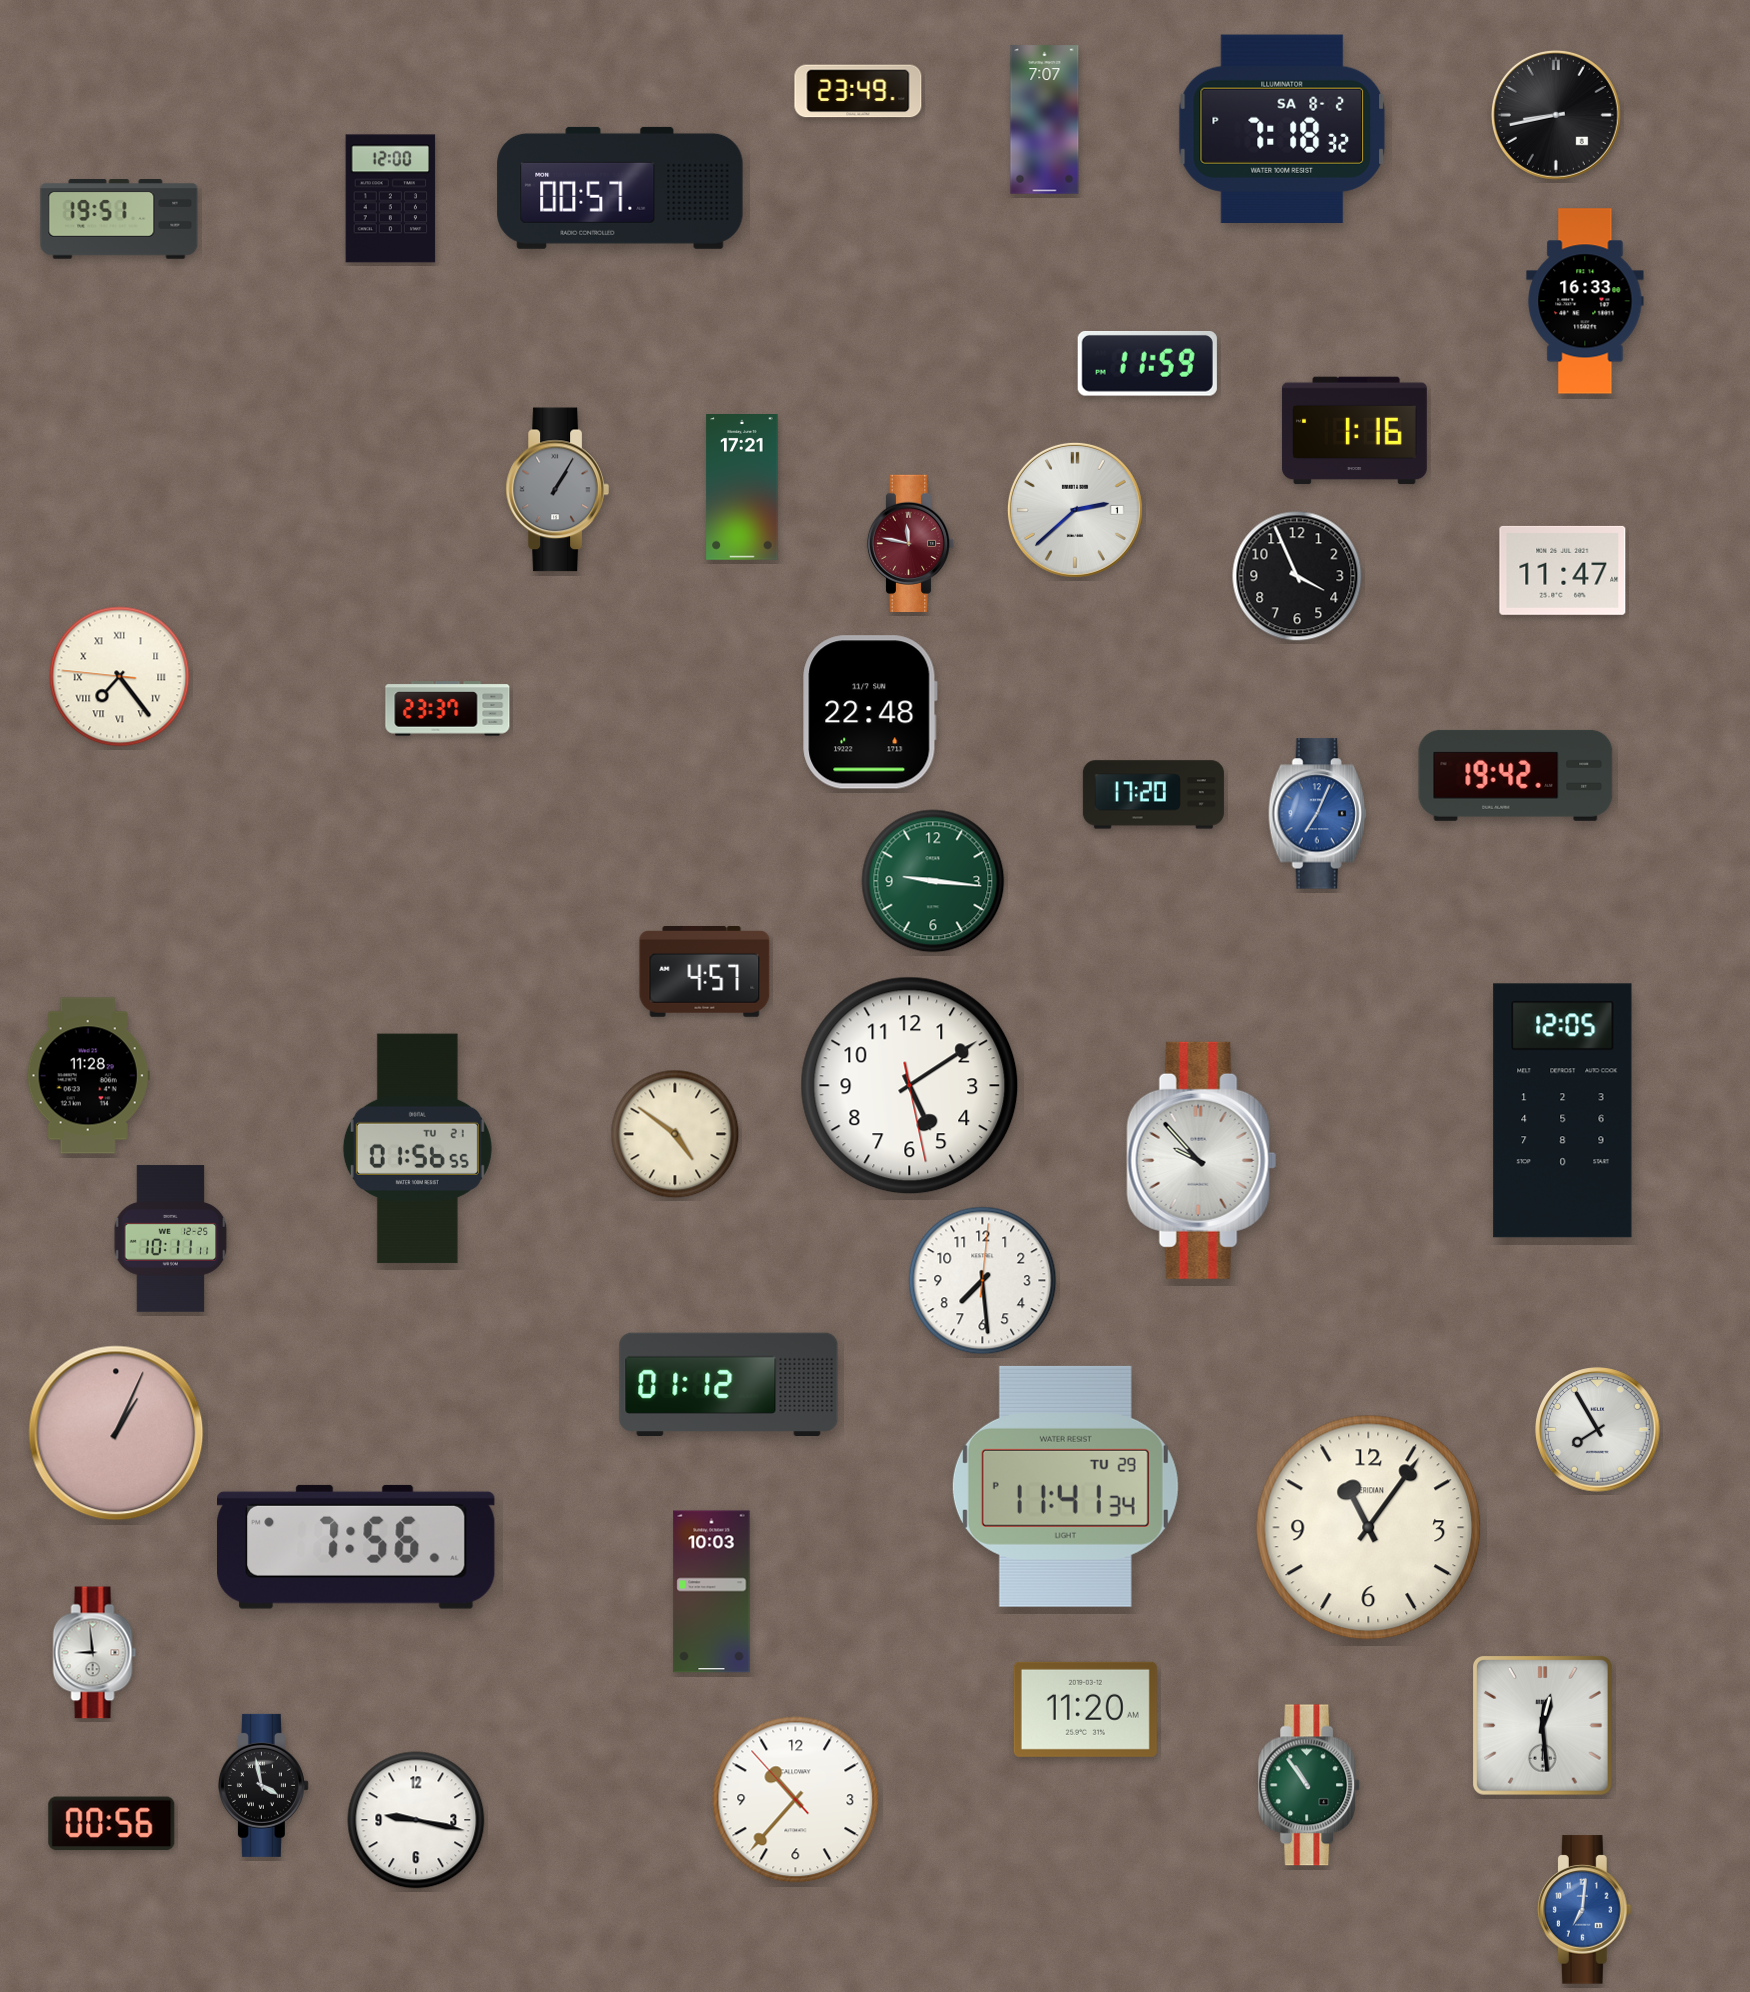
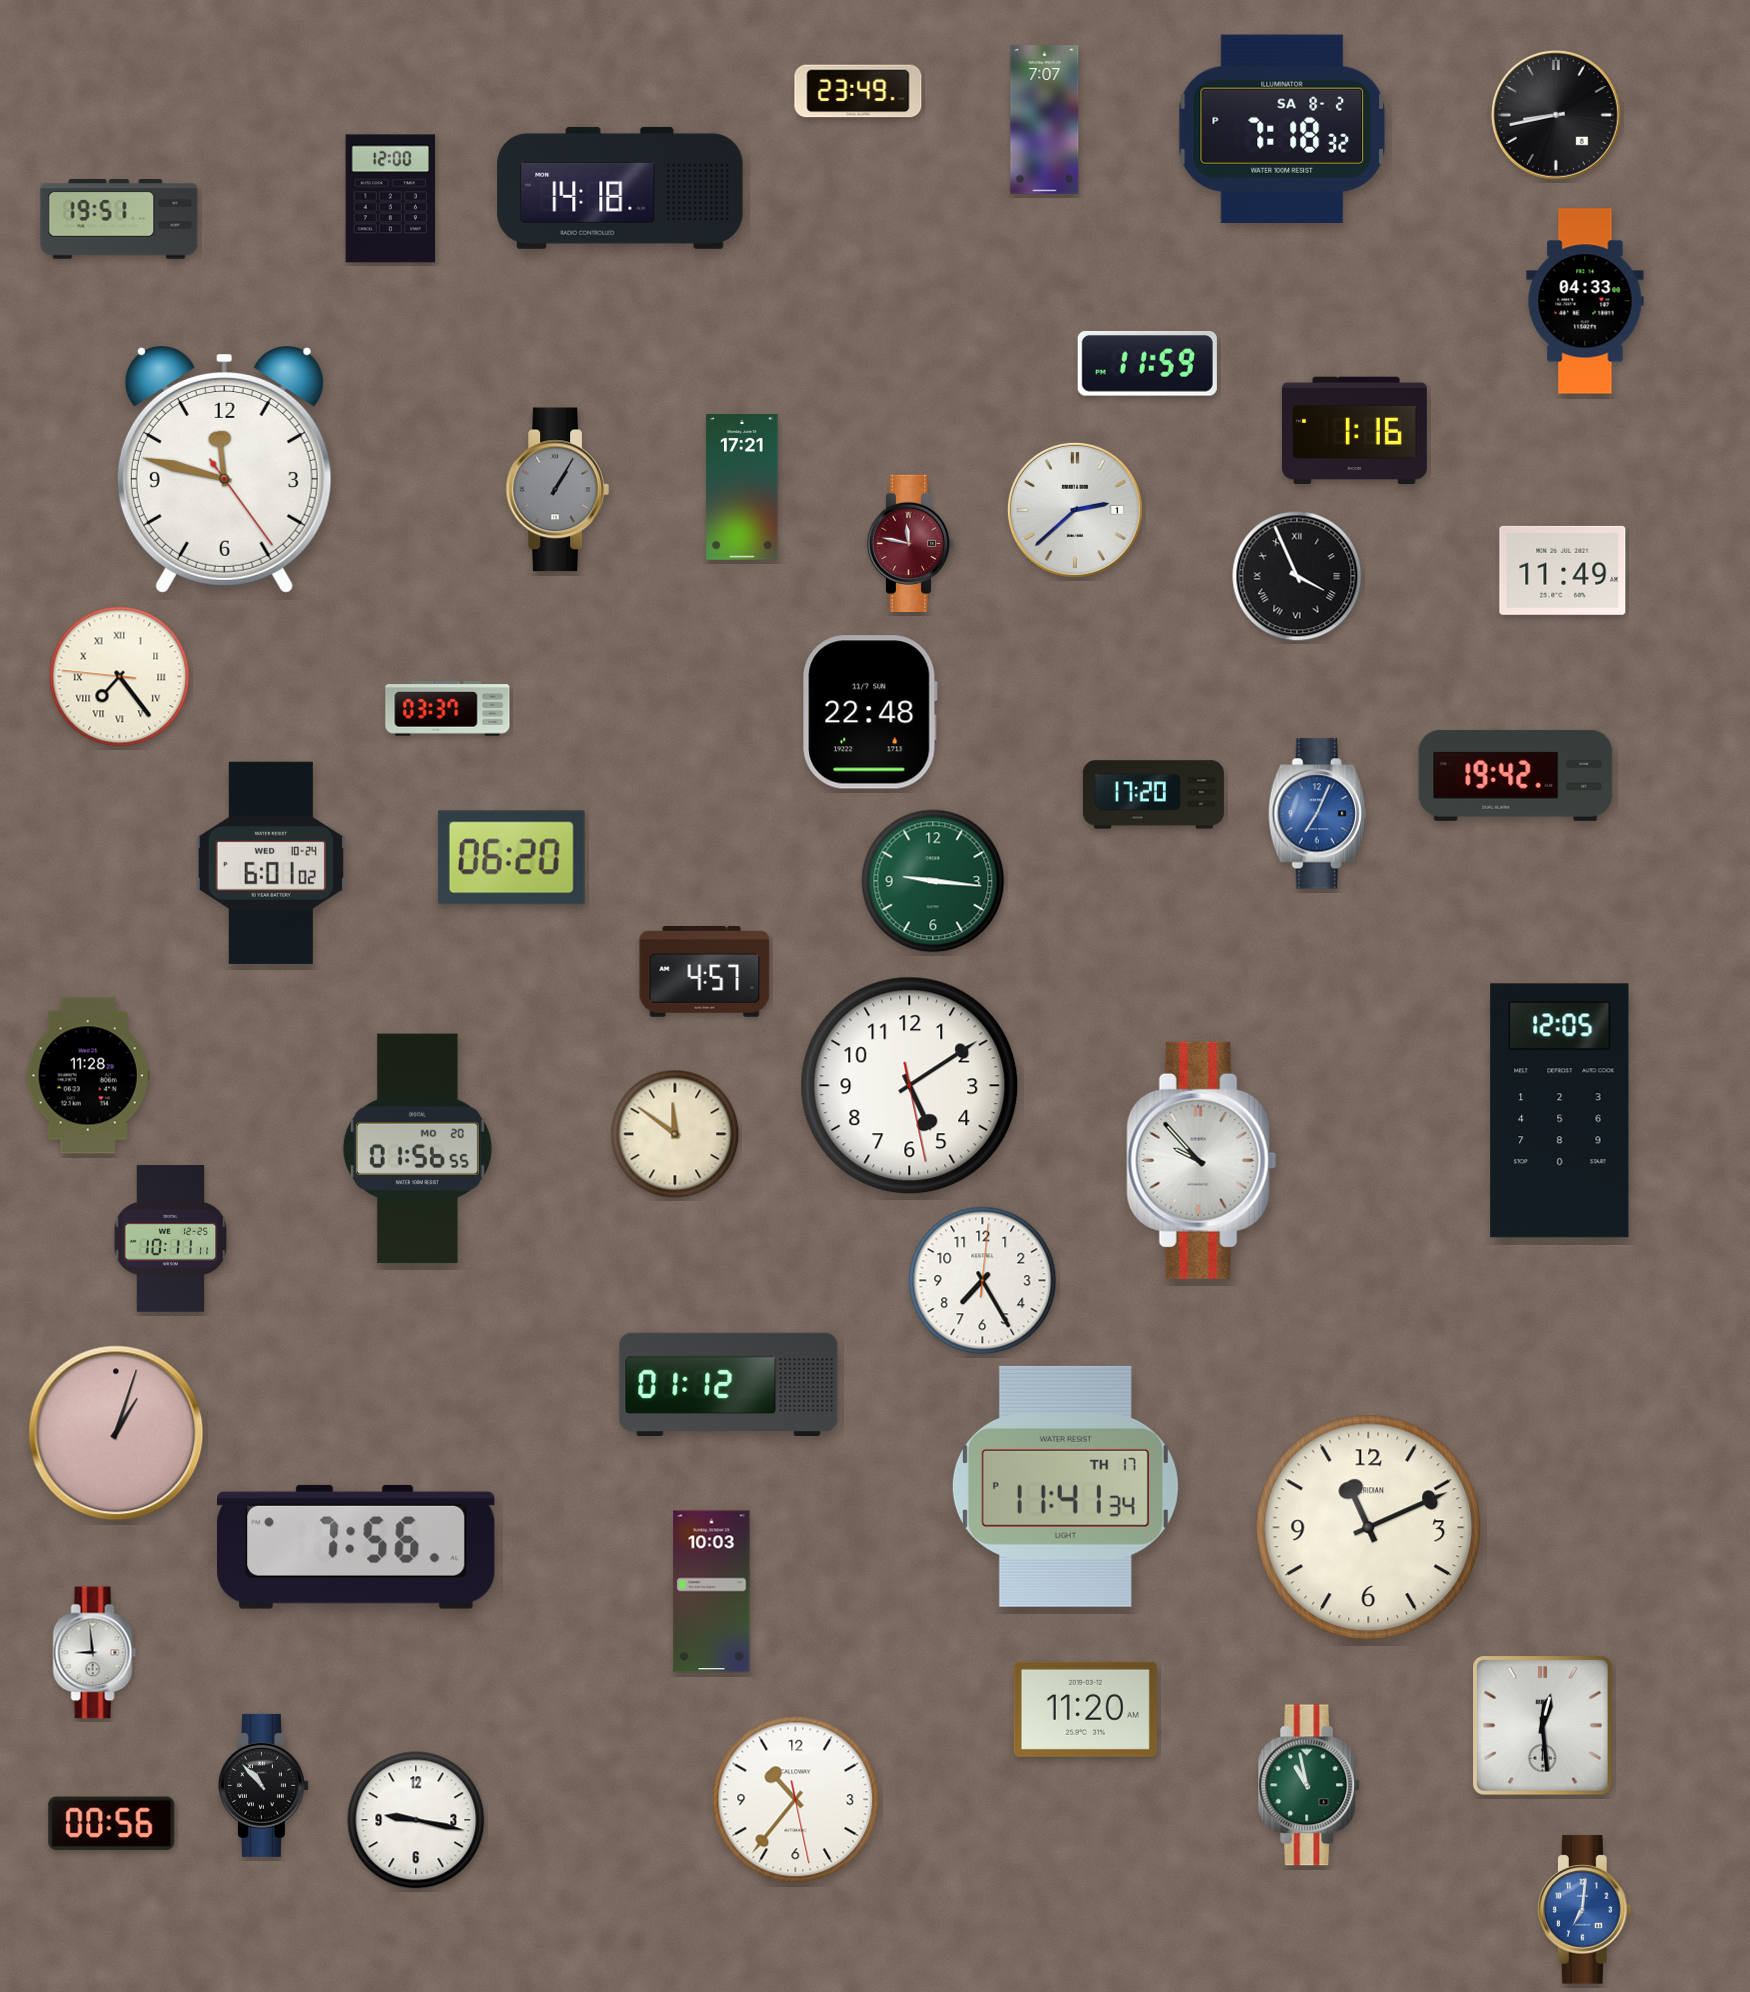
clock at (620, 188): 00:57 -> 14:18
clock at (1585, 301): 16:33 -> 04:33
clock at (224, 469): none -> 11:47
clock at (1563, 570): 11:47 -> 11:49
clock at (1297, 576) numerals: Arabic -> Roman
clock at (448, 709): 23:37 -> 03:37
clock at (511, 858): none -> 06:20
clock at (271, 863): none -> 6:01
clock at (1563, 1111) position: (1563, 1111) -> (1560, 1111)
clock at (675, 1134): 4:51 -> 11:51
clock at (417, 1149) date: TU 21 -> MO 20
clock at (983, 1281): 7:29 -> 7:25
clock at (1598, 1430): 7:55 -> none
clock at (116, 1433): 1:04 -> 1:03
clock at (1065, 1486) date: TU 29 -> TH 17
clock at (1369, 1528): 11:06 -> 11:11
clock at (263, 1785): 3:58 -> 10:53
clock at (1310, 1785): 10:54 -> 10:58
clock at (796, 1800): 10:36:53 -> 10:36:28
